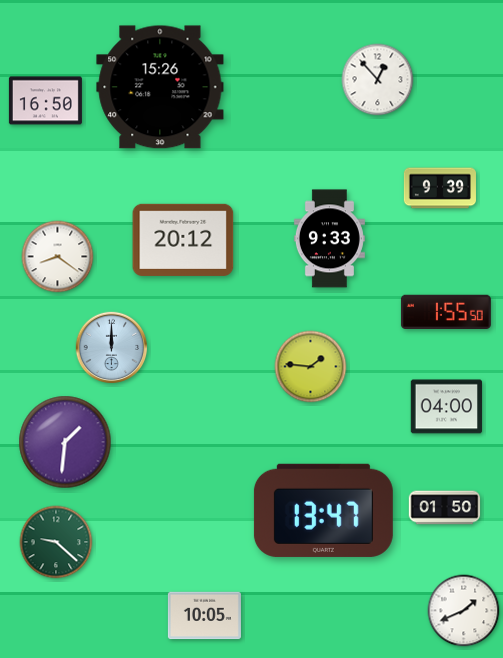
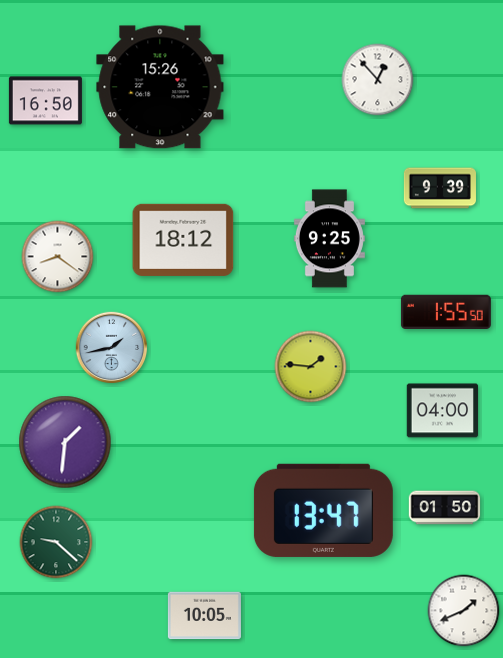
clock at (329, 239): 9:33 -> 9:25
clock at (183, 240): 20:12 -> 18:12
clock at (112, 348): 12:00 -> 1:43
clock at (447, 407) position: (447, 407) -> (443, 411)
